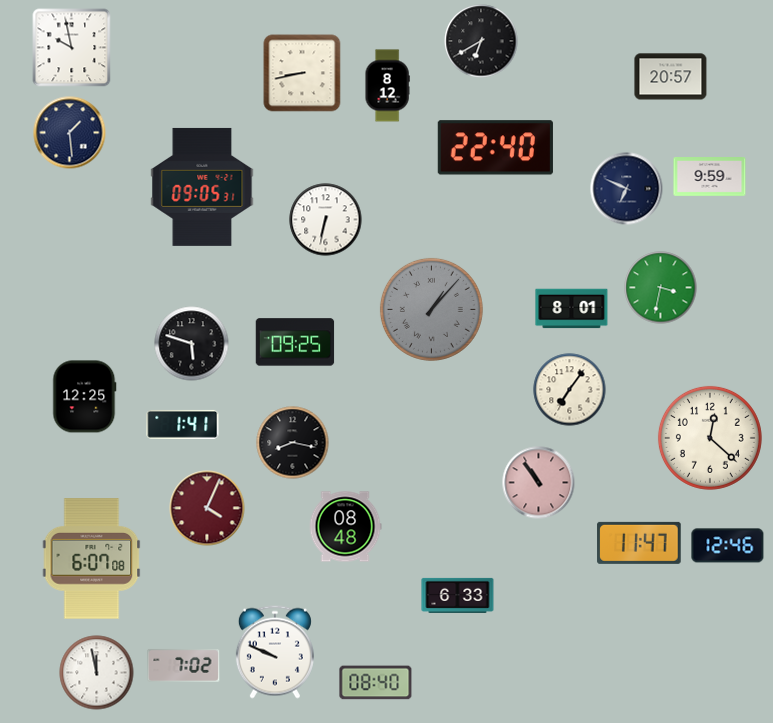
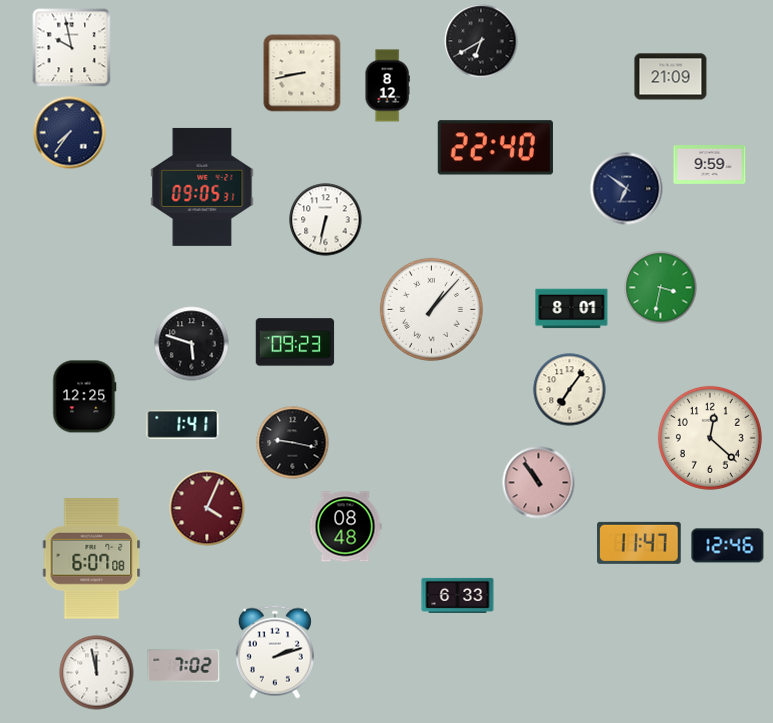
clock at (671, 77): 20:57 -> 21:09
clock at (70, 133): 1:29 -> 7:36
clock at (710, 177) position: (710, 177) -> (710, 165)
clock at (627, 189): 6:49 -> 6:51
clock at (431, 309) dial: grey -> white
clock at (295, 342): 09:25 -> 09:23
clock at (293, 443): 8:17 -> 9:17
clock at (275, 652): 9:49 -> 2:12
clock at (376, 683): 08:40 -> none
